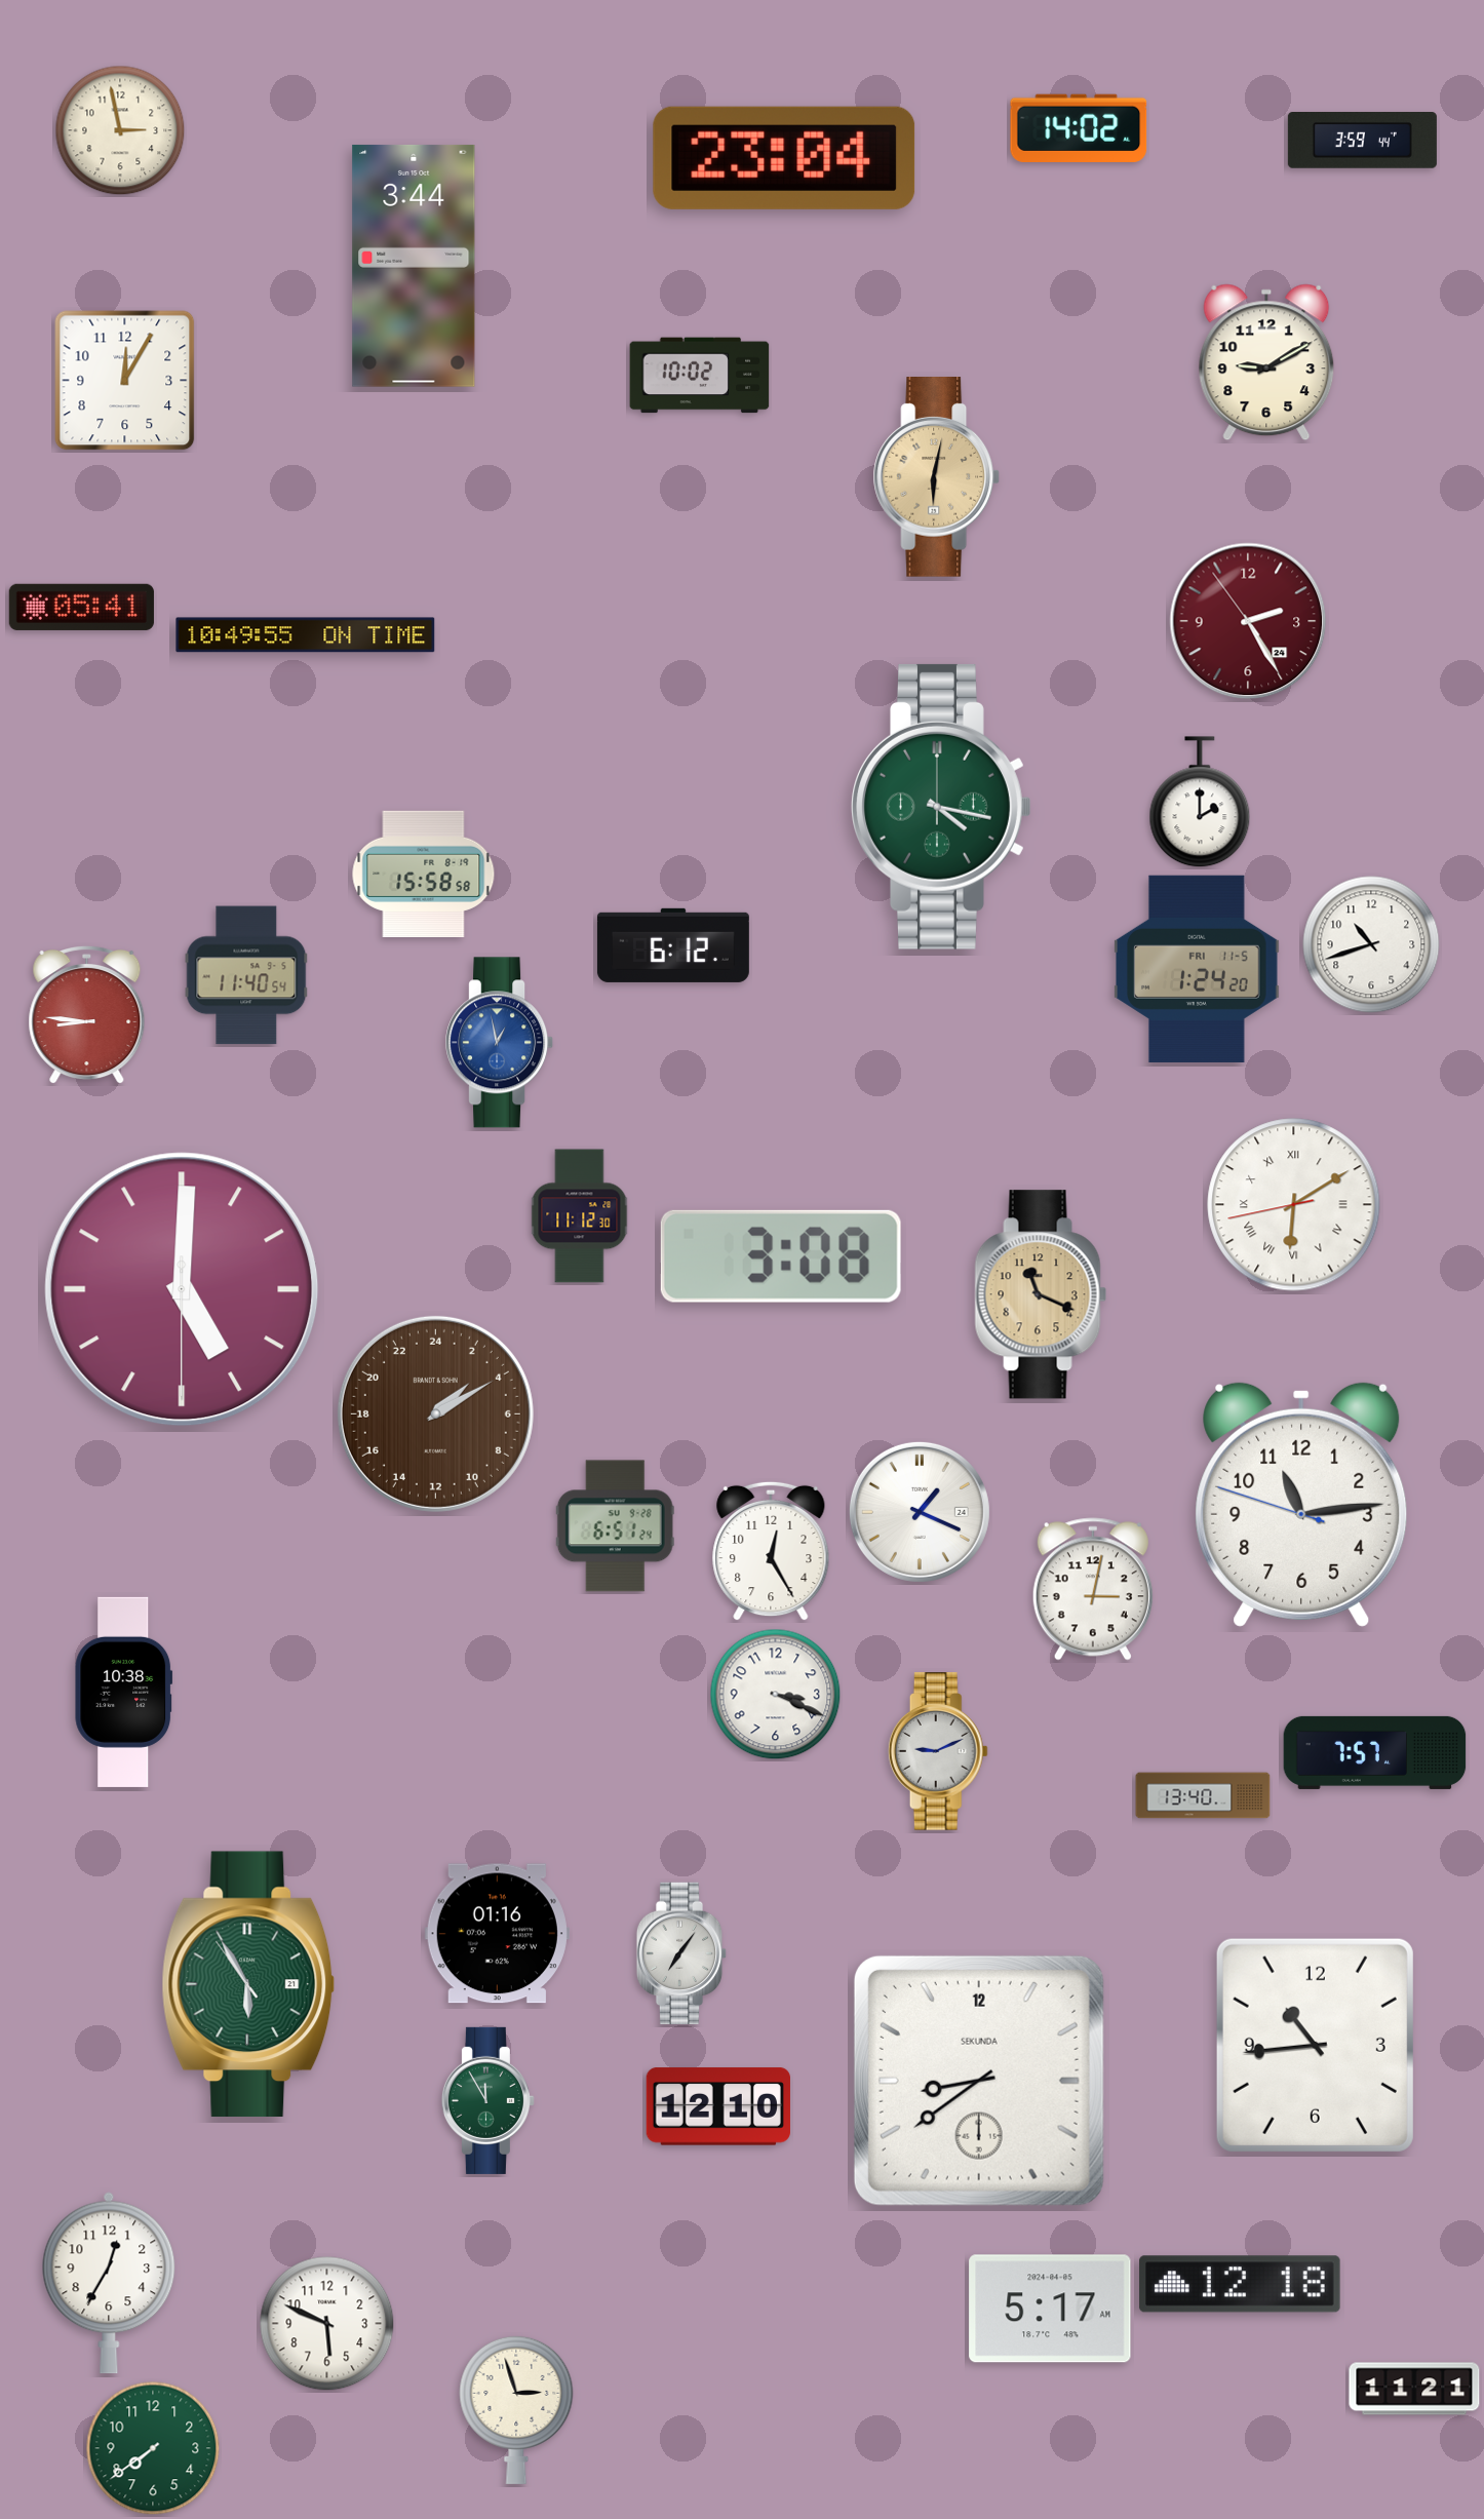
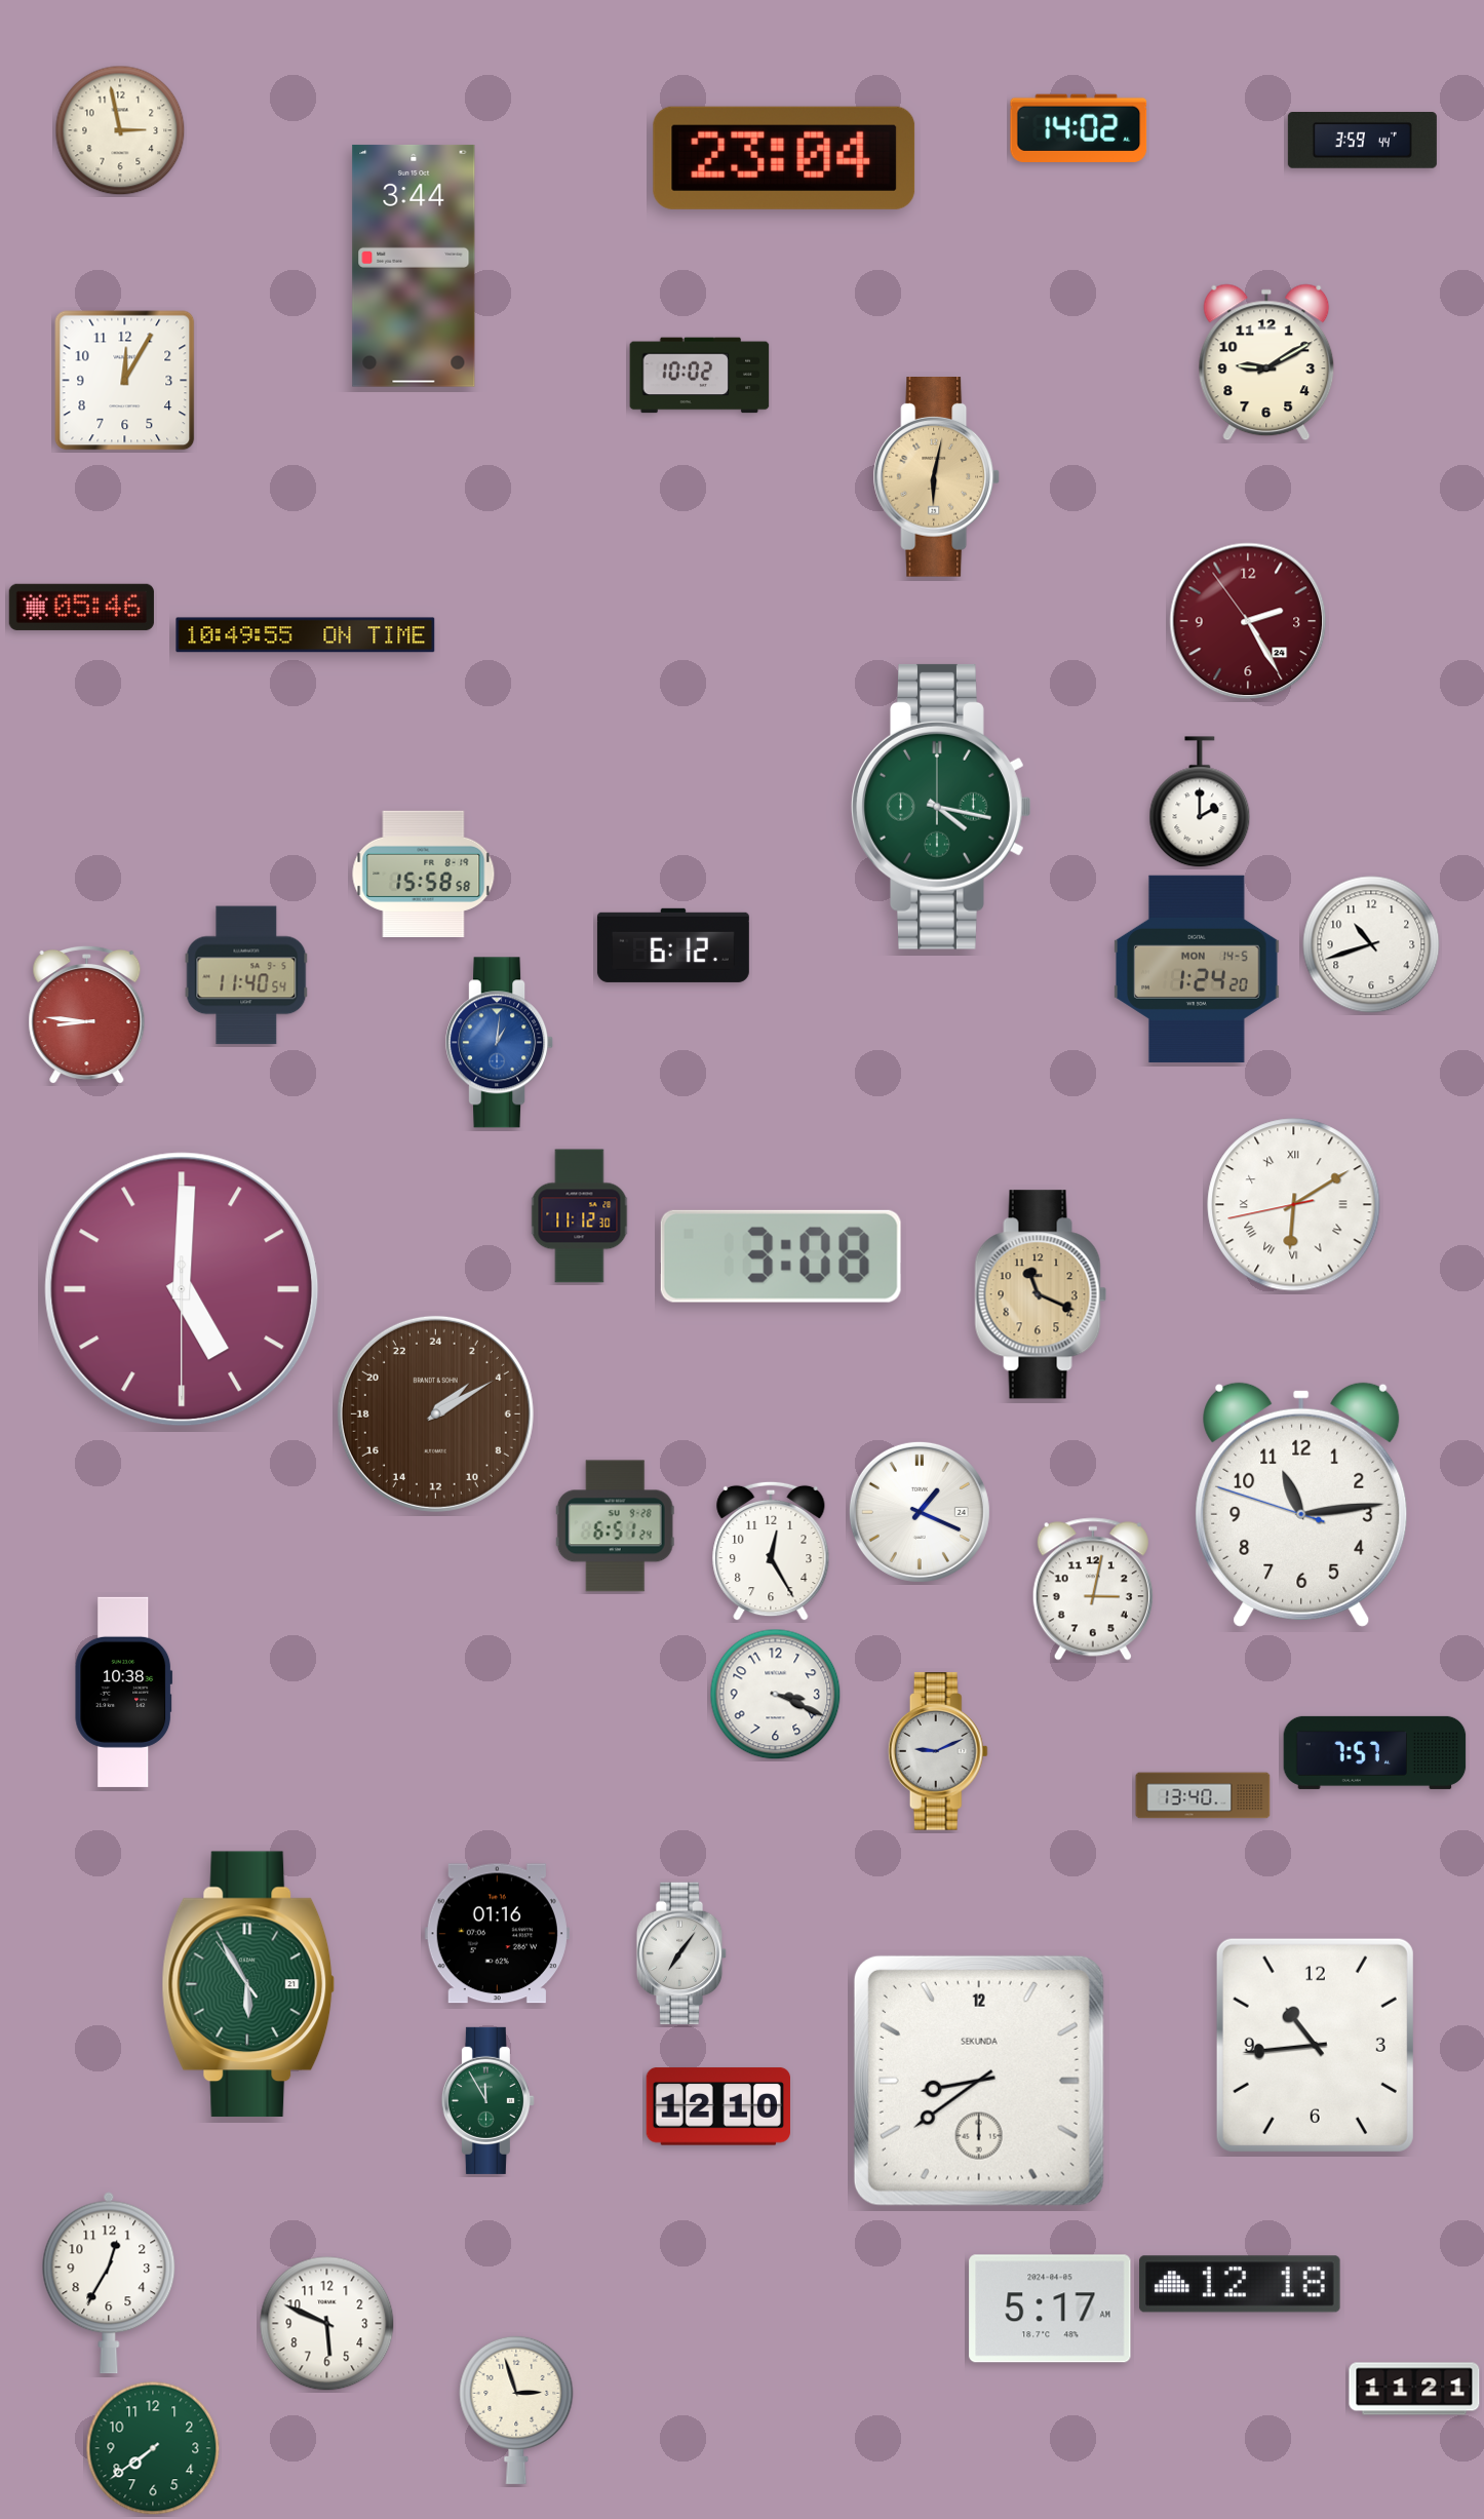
clock at (81, 607): 05:41 -> 05:46
clock at (1198, 969) date: FRI 11-5 -> MON 14-5
clock at (500, 1043): 12:58 -> 1:01
